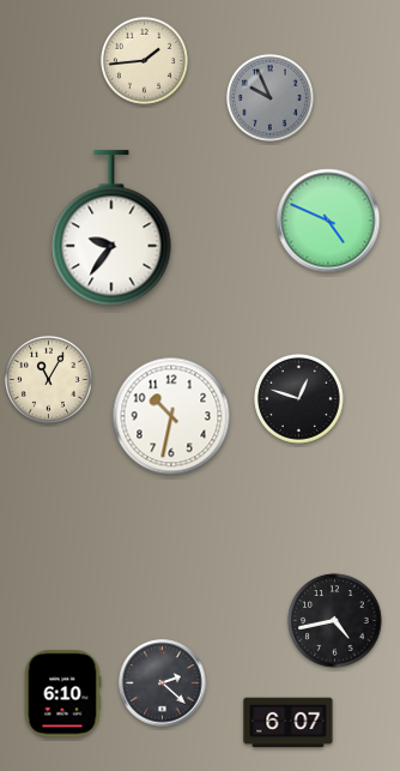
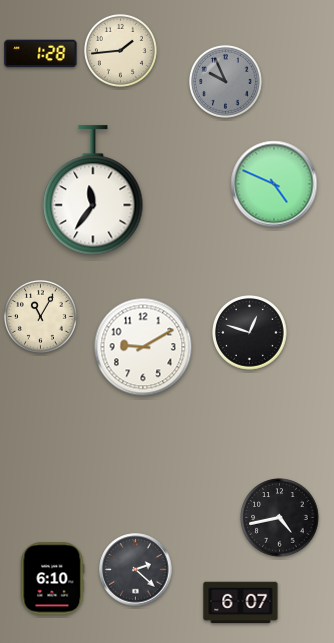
clock at (41, 54): none -> 1:28
clock at (111, 228): 9:36 -> 11:36
clock at (171, 416): 10:32 -> 9:10
